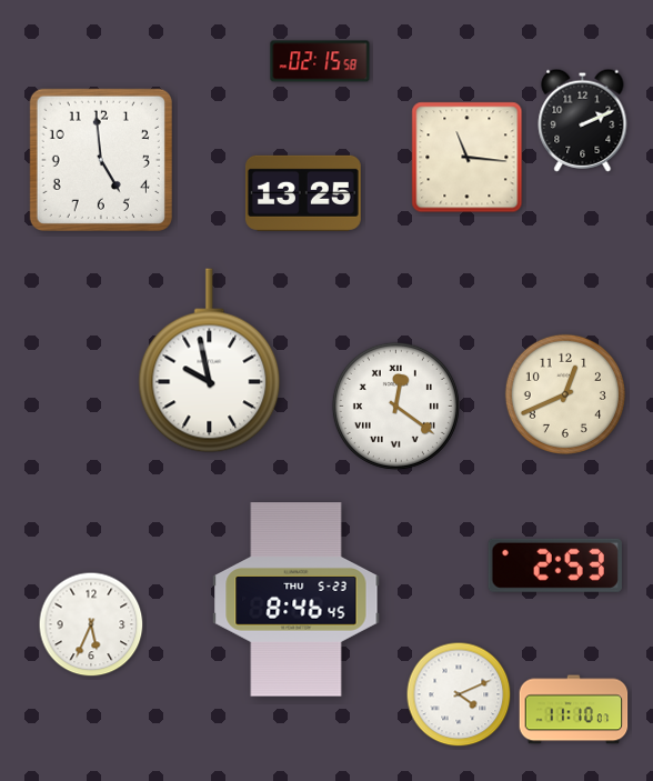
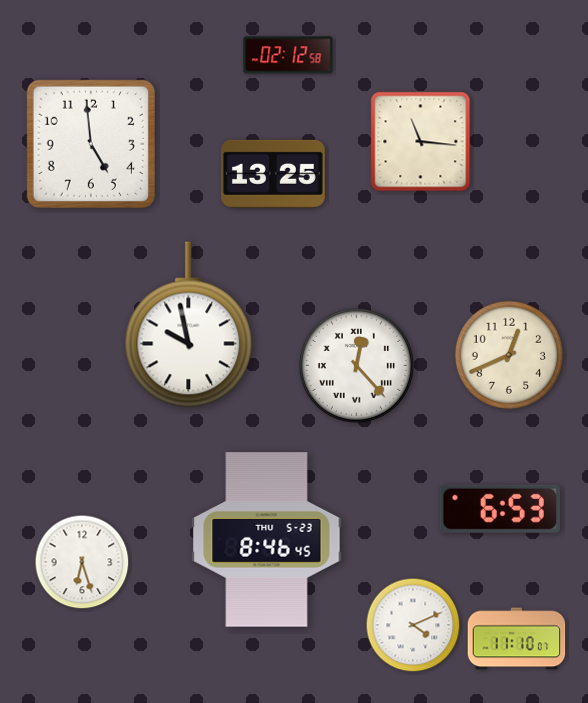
clock at (320, 61): 02:15 -> 02:12
clock at (583, 120): 2:11 -> none
clock at (395, 405): 12:21 -> 12:23
clock at (555, 565): 2:53 -> 6:53
clock at (91, 624): 5:34 -> 6:27
